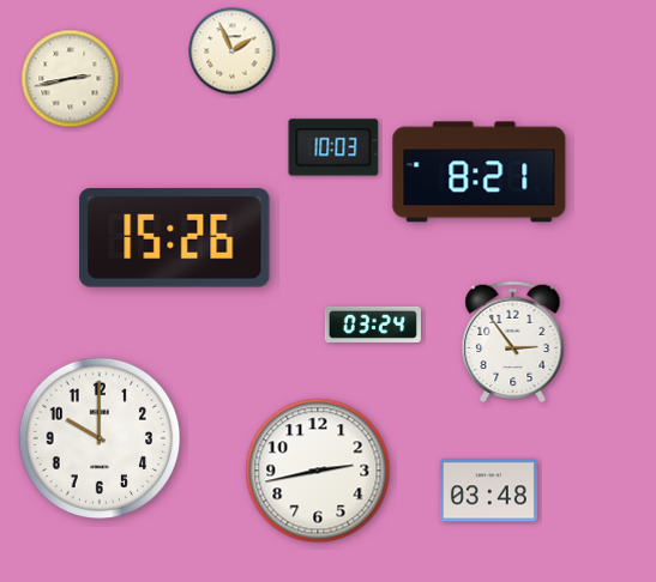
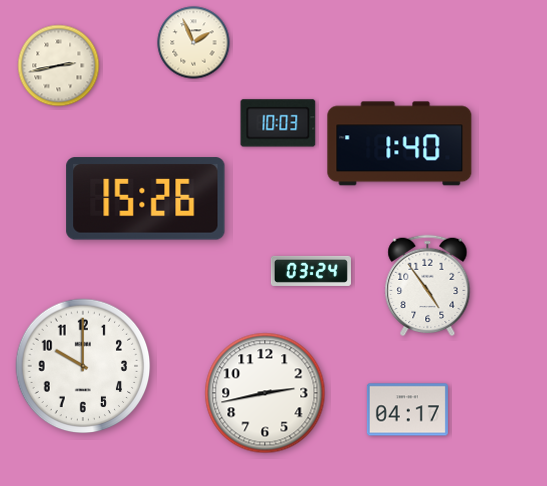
clock at (480, 172): 8:21 -> 1:40
clock at (513, 342): 2:54 -> 4:54
clock at (488, 491): 03:48 -> 04:17
